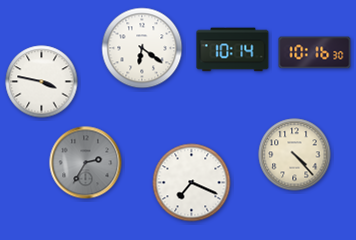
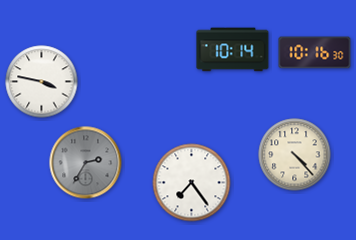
clock at (142, 48): 6:21 -> none
clock at (192, 183): 7:19 -> 7:24
